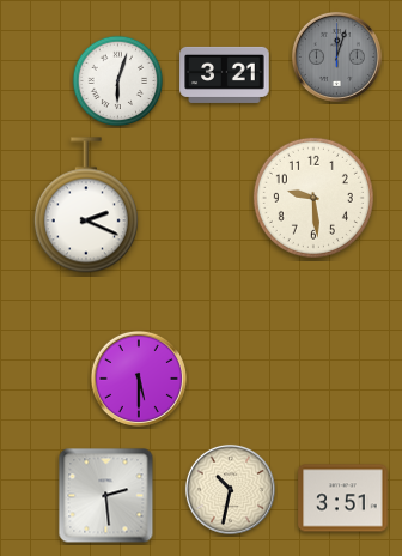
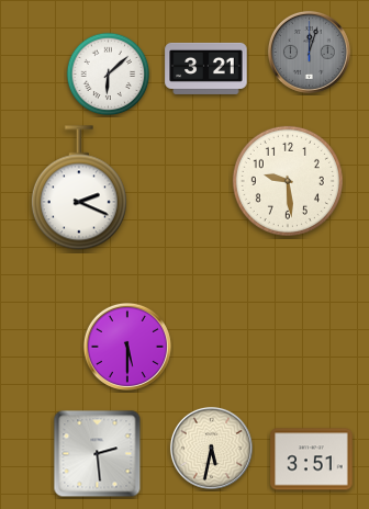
clock at (118, 81): 6:03 -> 6:08
clock at (230, 489): 10:32 -> 5:32
clock at (343, 498) position: (343, 498) -> (312, 460)
